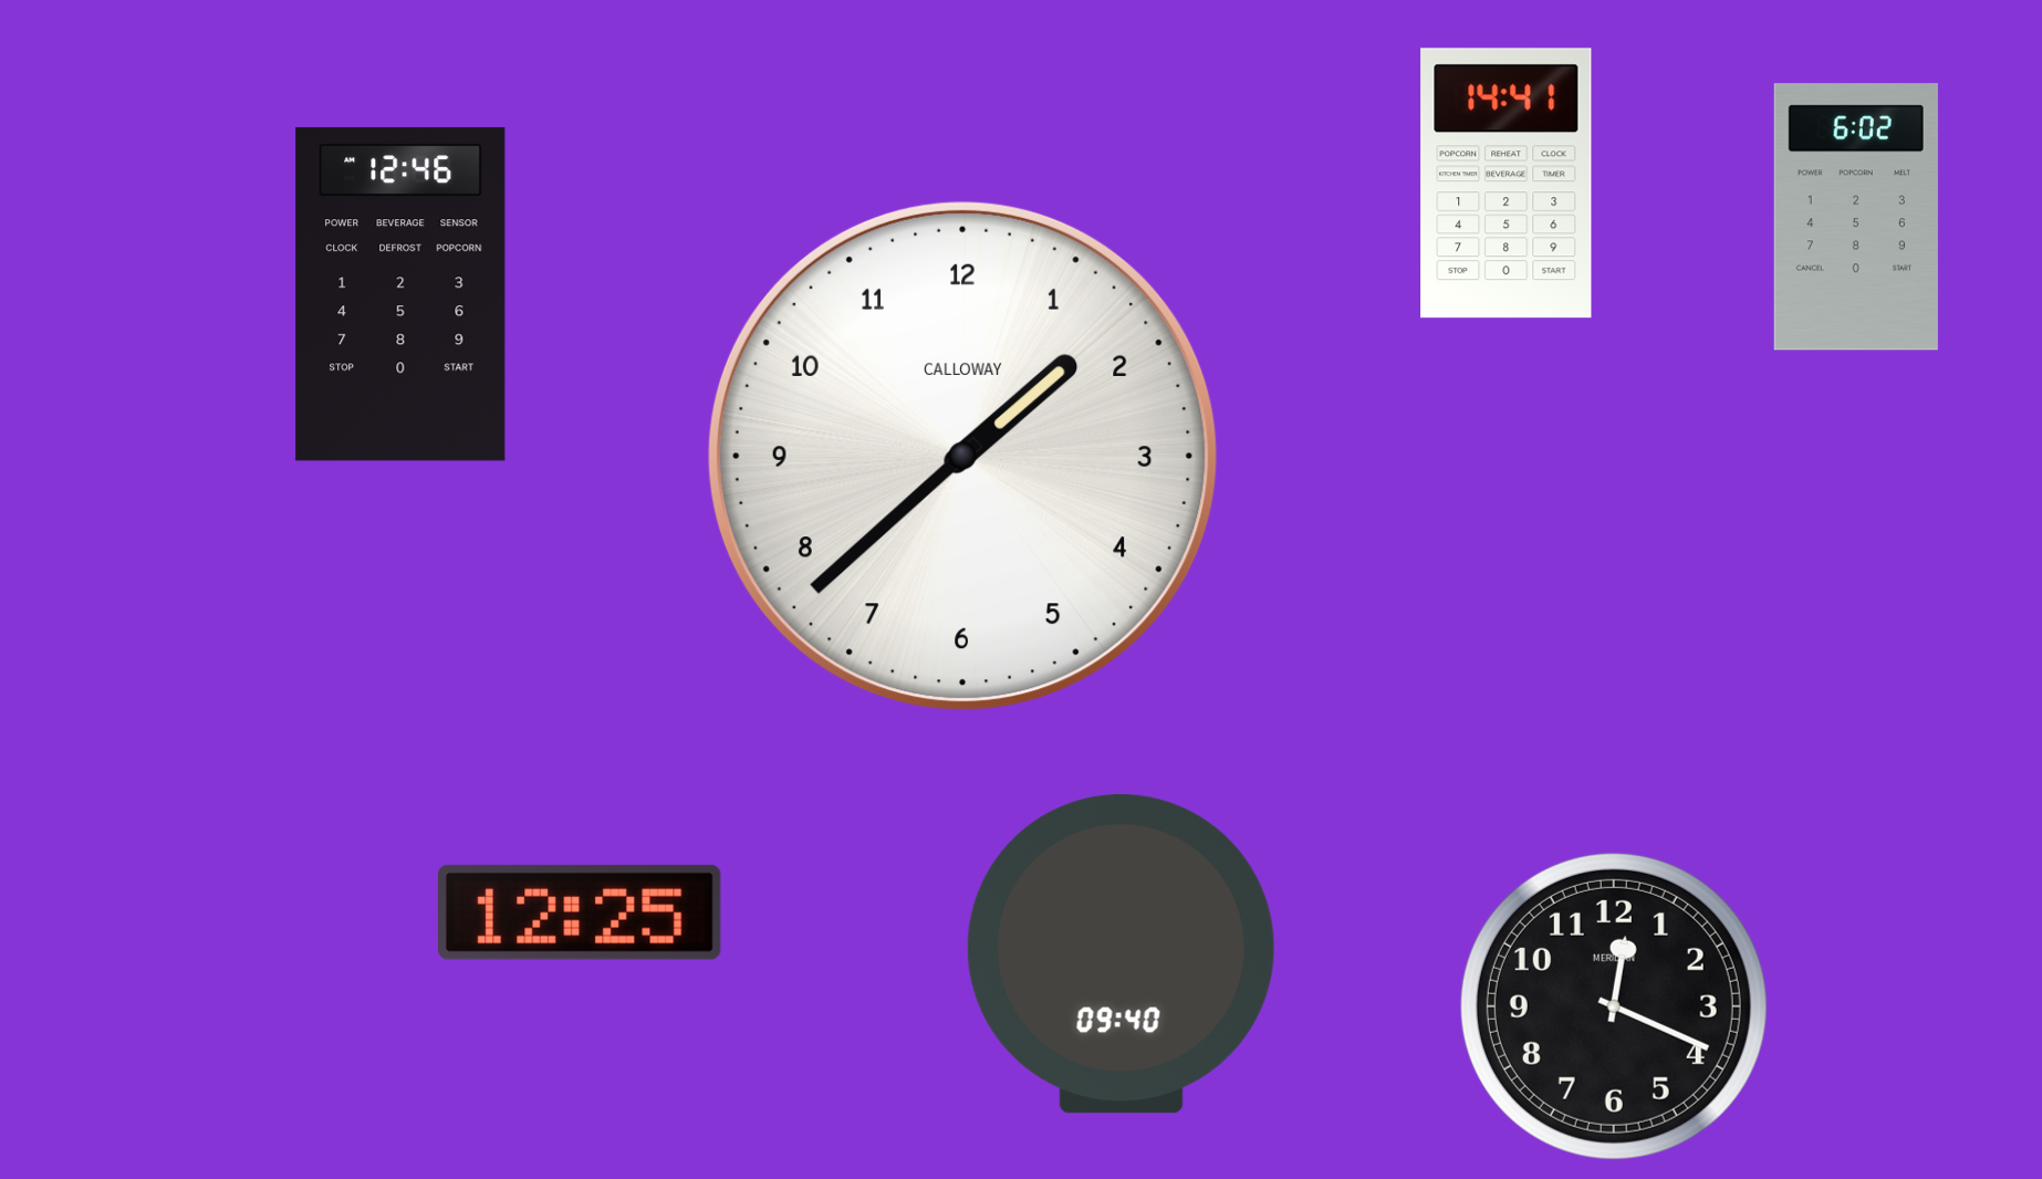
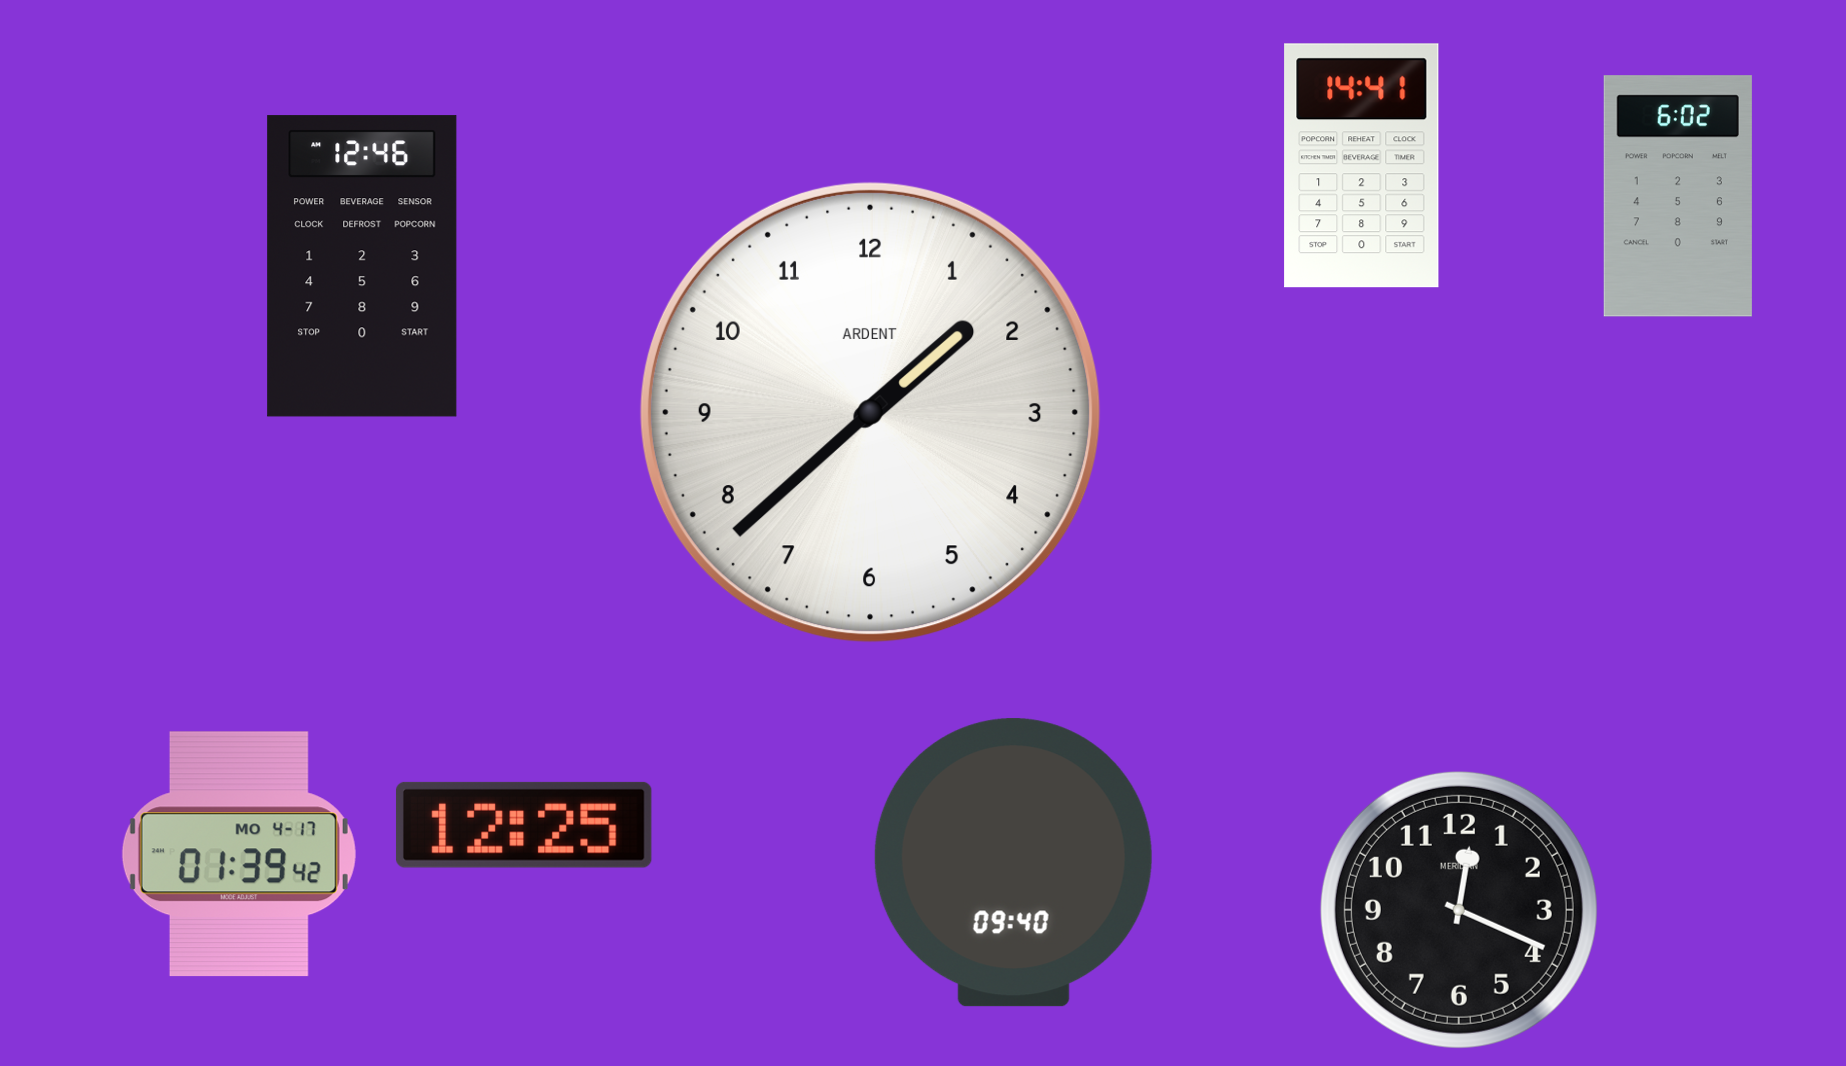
clock at (962, 456) brand: CALLOWAY -> ARDENT
clock at (239, 854): none -> 01:39
